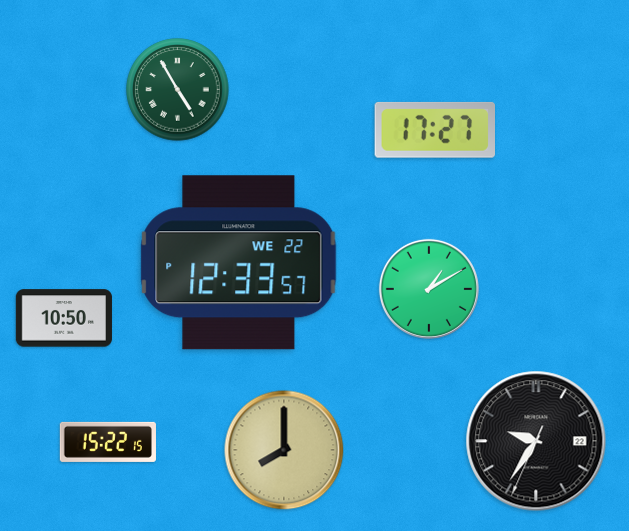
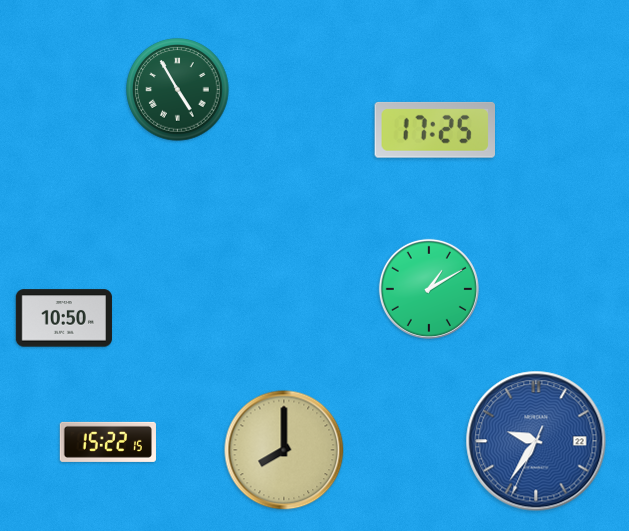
clock at (434, 130): 17:27 -> 17:25
clock at (239, 263): 12:33 -> none
clock at (536, 441) dial: black -> blue
